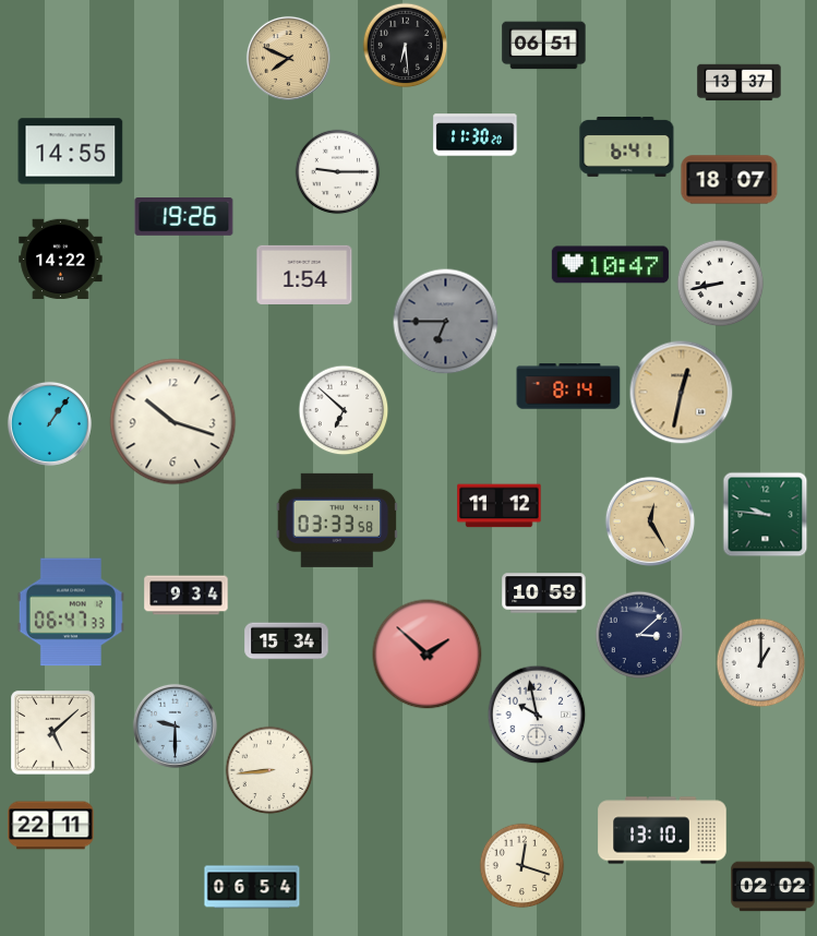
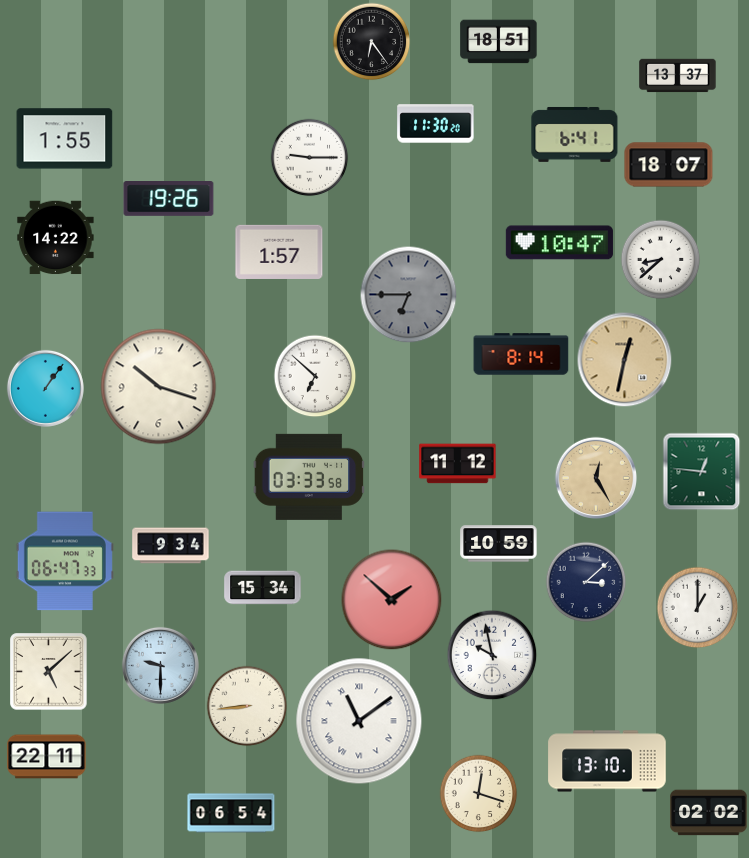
clock at (405, 45): 6:29 -> 6:24
clock at (544, 46): 06:51 -> 18:51
clock at (288, 58): 7:49 -> none
clock at (71, 152): 14:55 -> 1:55
clock at (304, 275): 1:54 -> 1:57
clock at (720, 283): 8:43 -> 8:38
clock at (765, 514): 9:46 -> 12:46
clock at (359, 721): none -> 11:09
